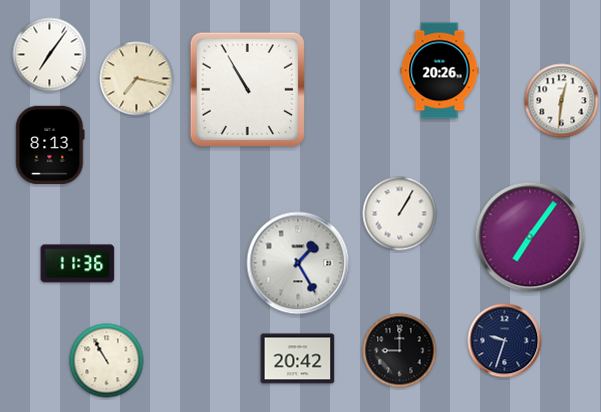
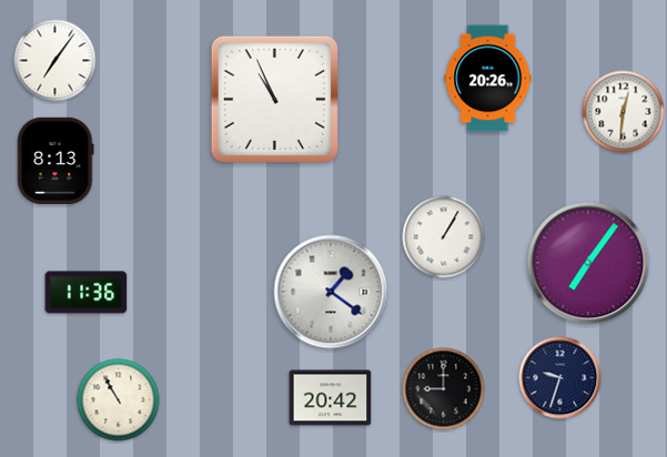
clock at (137, 79): 7:17 -> none
clock at (247, 89): 10:55 -> 10:56
clock at (298, 263): 1:25 -> 1:21
